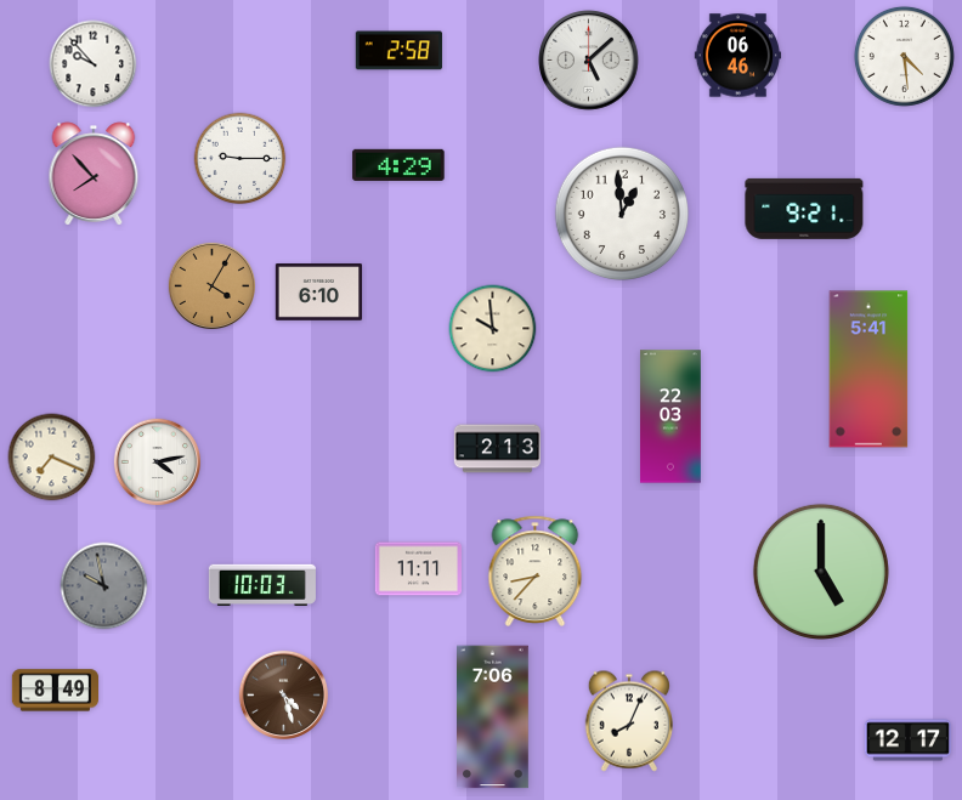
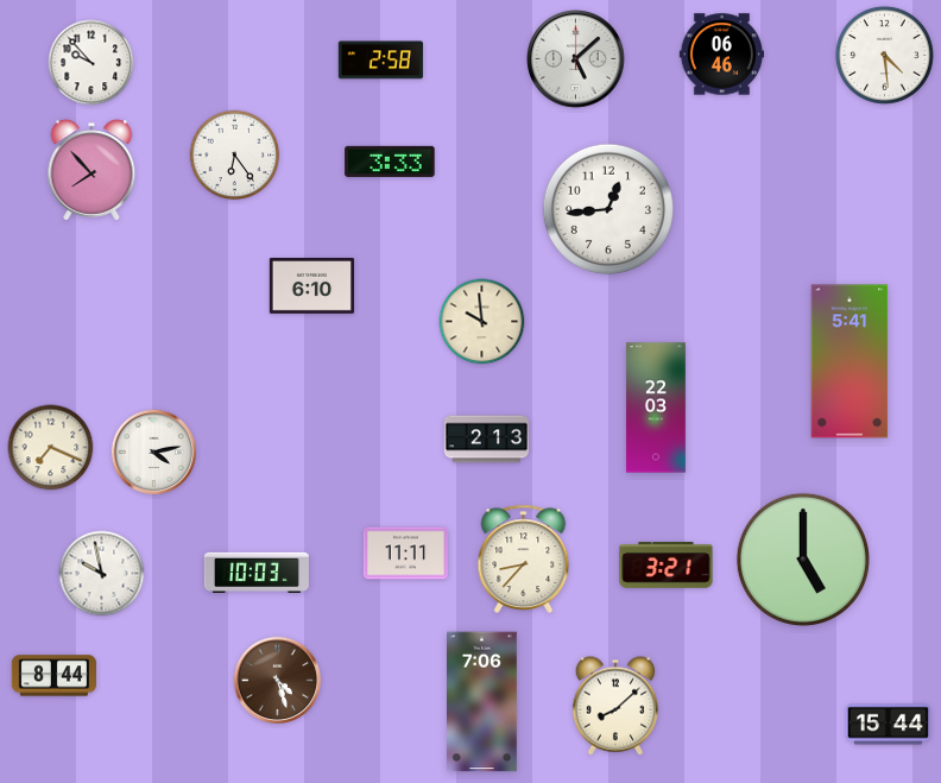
clock at (398, 51) position: (398, 51) -> (380, 61)
clock at (241, 159): 9:15 -> 6:24
clock at (398, 165): 4:29 -> 3:33
clock at (804, 209): 9:21 -> none
clock at (621, 212): 12:59 -> 12:44
clock at (213, 286): 4:05 -> none
clock at (418, 569) position: (418, 569) -> (405, 554)
clock at (667, 566): none -> 3:21
clock at (104, 586) dial: grey -> white
clock at (55, 691): 8:49 -> 8:44
clock at (628, 721): 8:04 -> 8:08
clock at (907, 741): 12:17 -> 15:44
